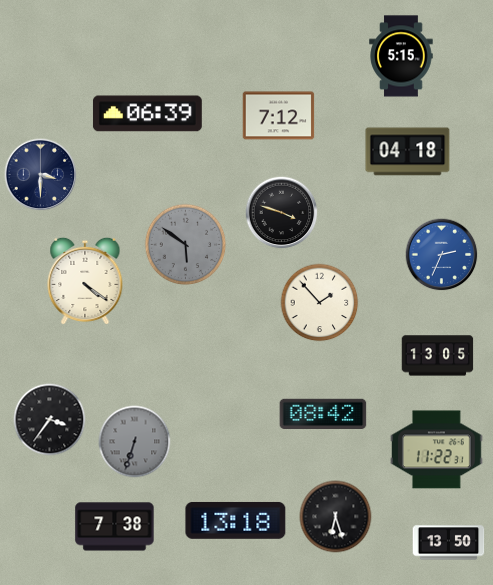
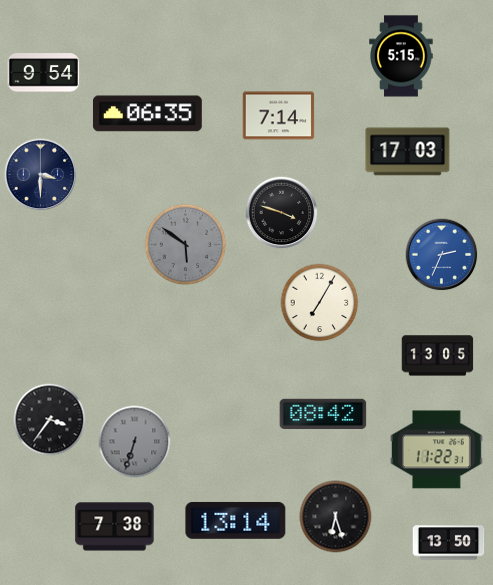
clock at (44, 73): none -> 9:54
clock at (147, 114): 06:39 -> 06:35
clock at (279, 116): 7:12 -> 7:14
clock at (408, 152): 04:18 -> 17:03
clock at (85, 281): 4:21 -> none
clock at (320, 303): 1:53 -> 7:05
clock at (236, 521): 13:18 -> 13:14
